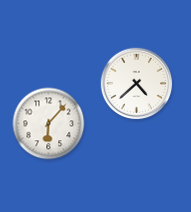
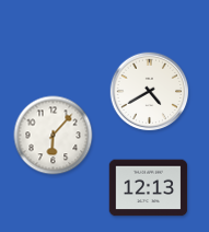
clock at (137, 84): 4:38 -> 4:40
clock at (149, 188): none -> 12:13
